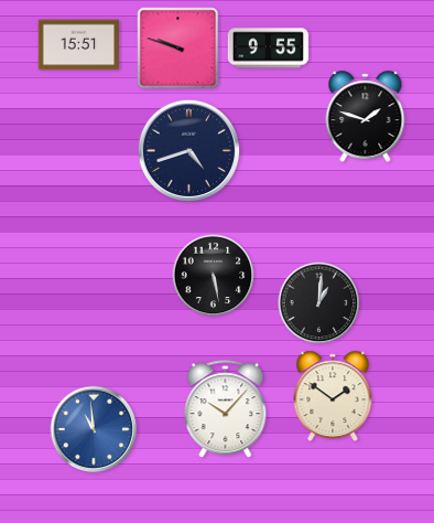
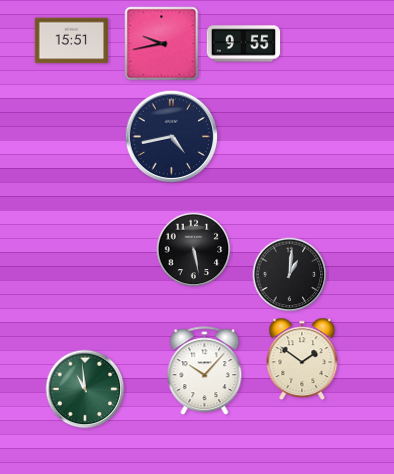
clock at (178, 49): 9:48 -> 9:43
clock at (366, 117): 1:48 -> none
clock at (189, 151): 4:42 -> 4:43
clock at (94, 429) dial: blue -> green
